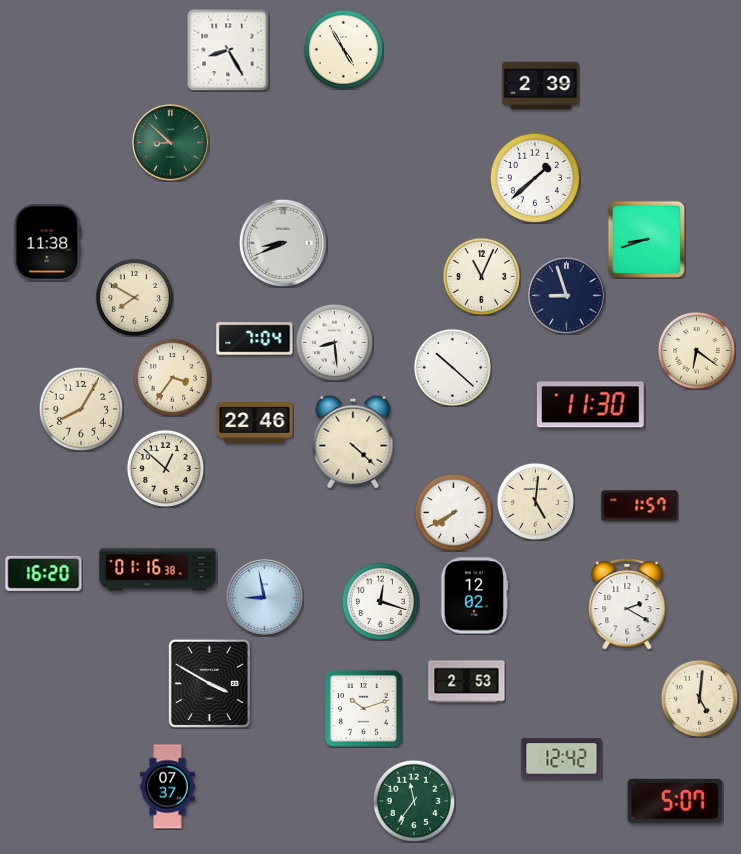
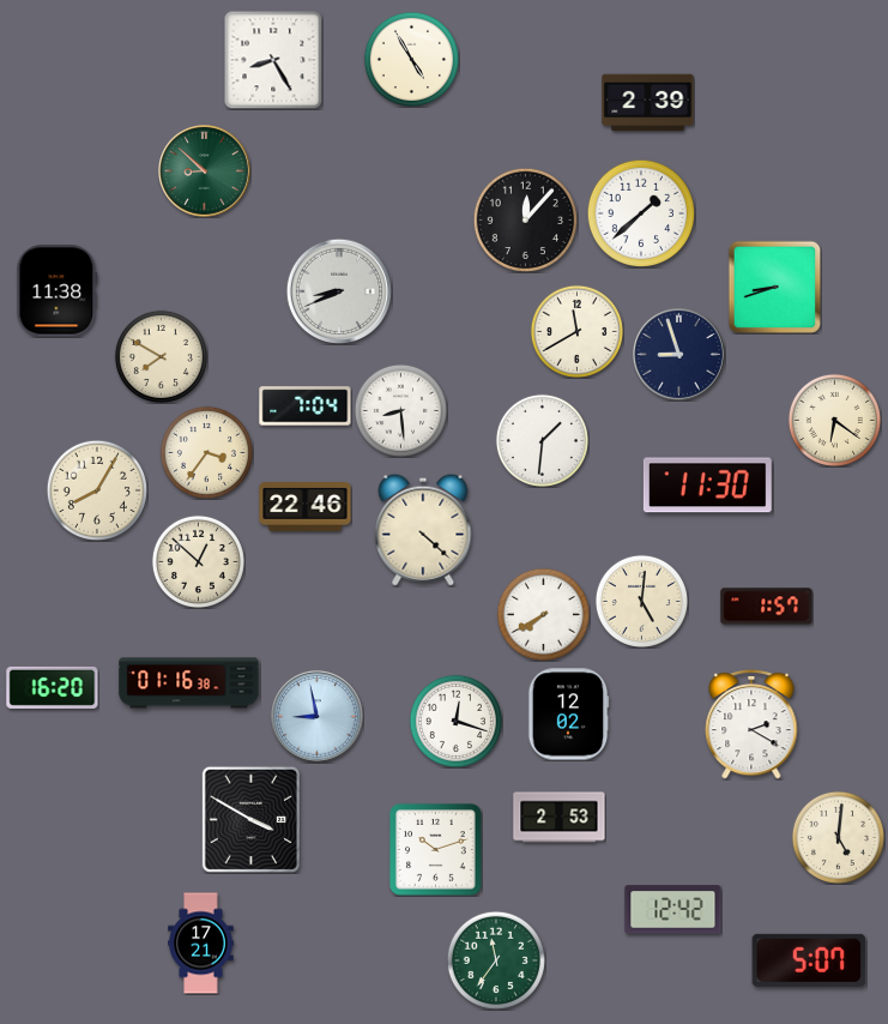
clock at (525, 219): none -> 12:07
clock at (481, 276): 11:04 -> 11:40
clock at (452, 367): 10:22 -> 1:31
clock at (168, 787): 07:37 -> 17:21
